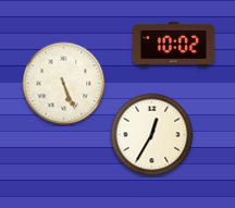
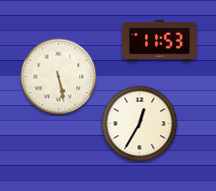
clock at (173, 44): 10:02 -> 11:53
clock at (64, 84): 5:26 -> 5:28
